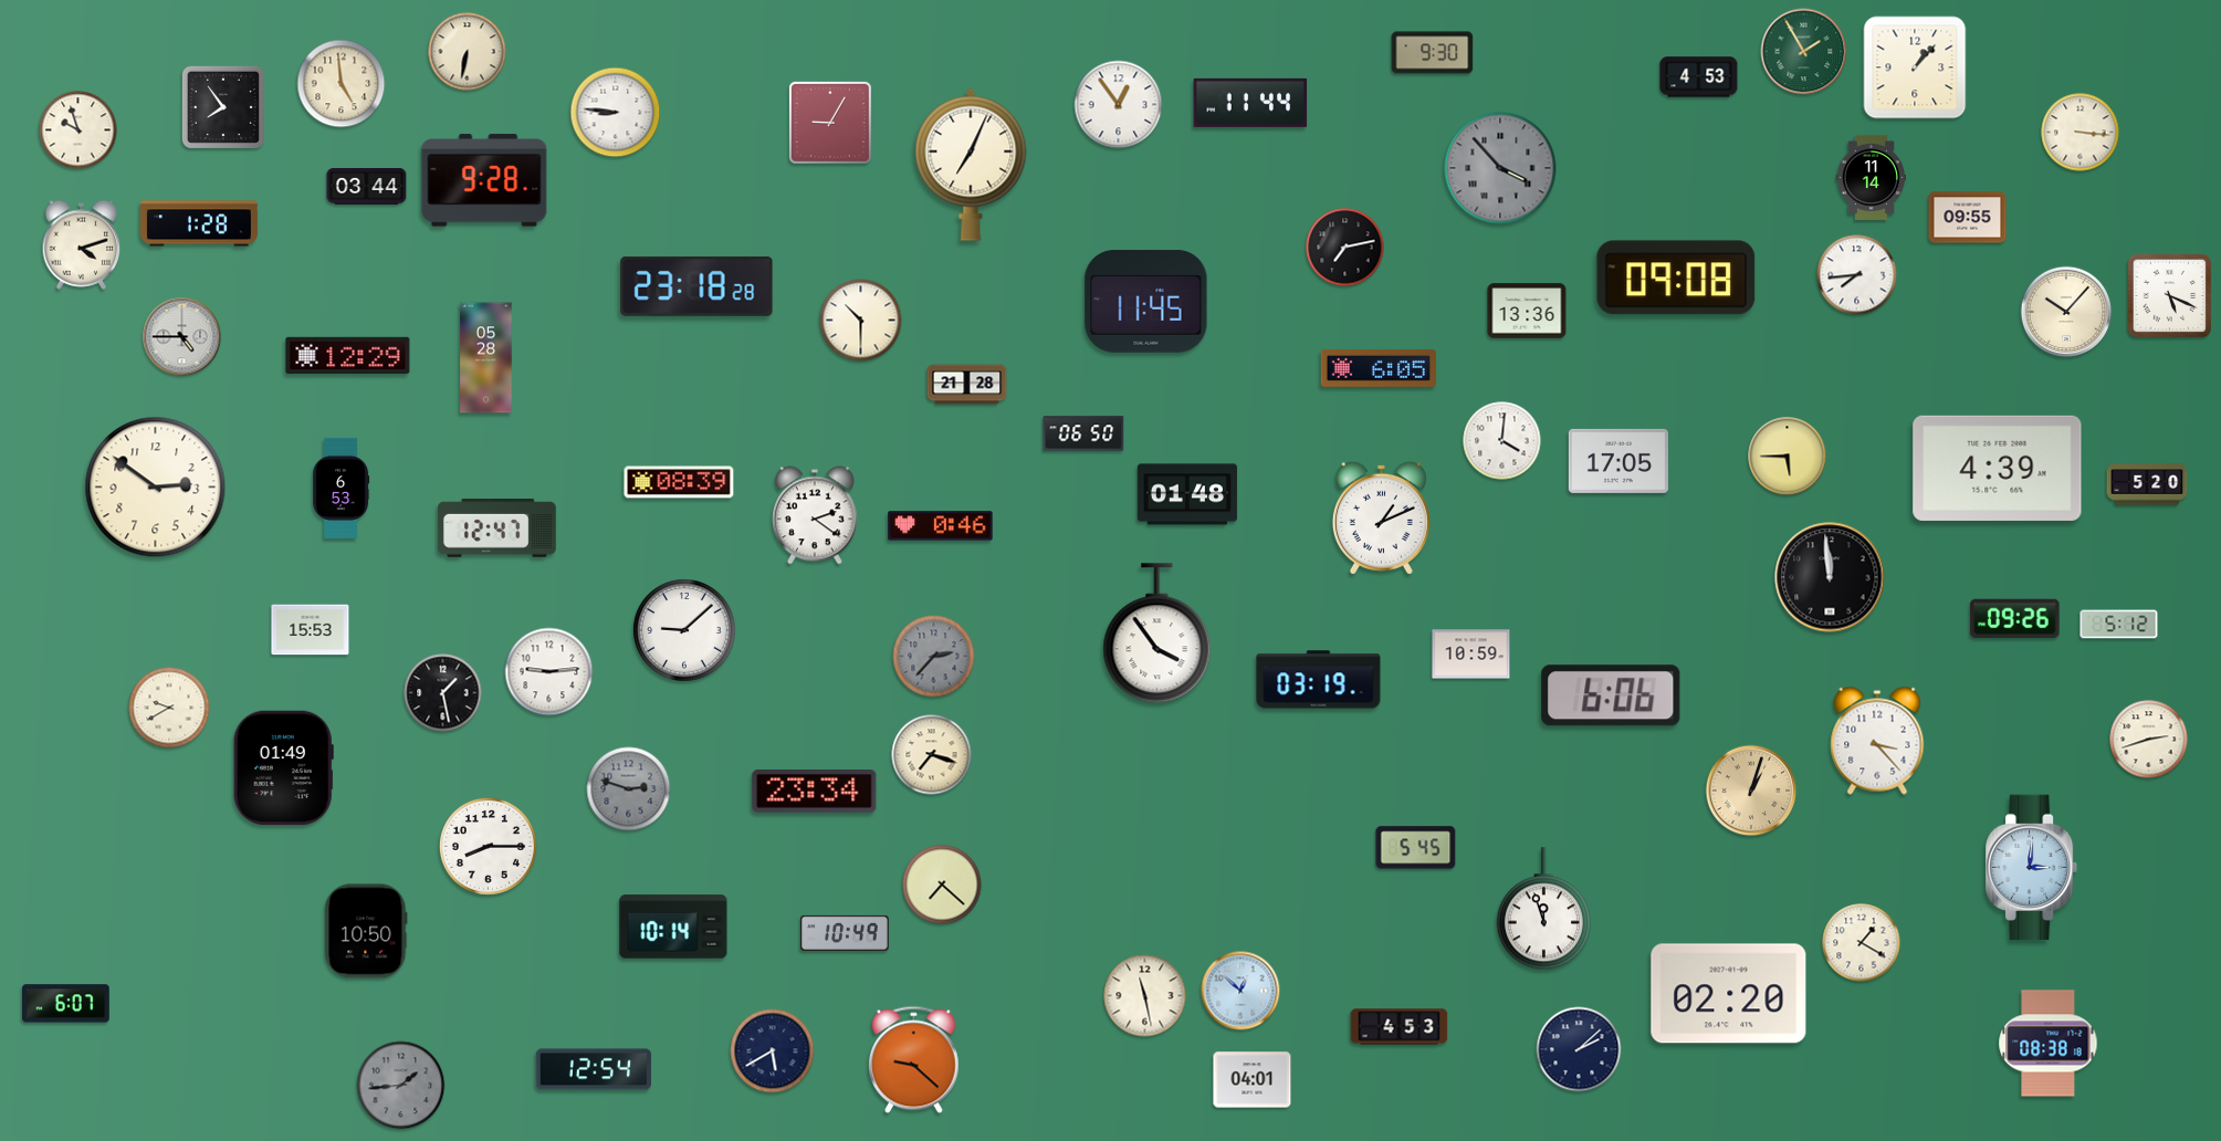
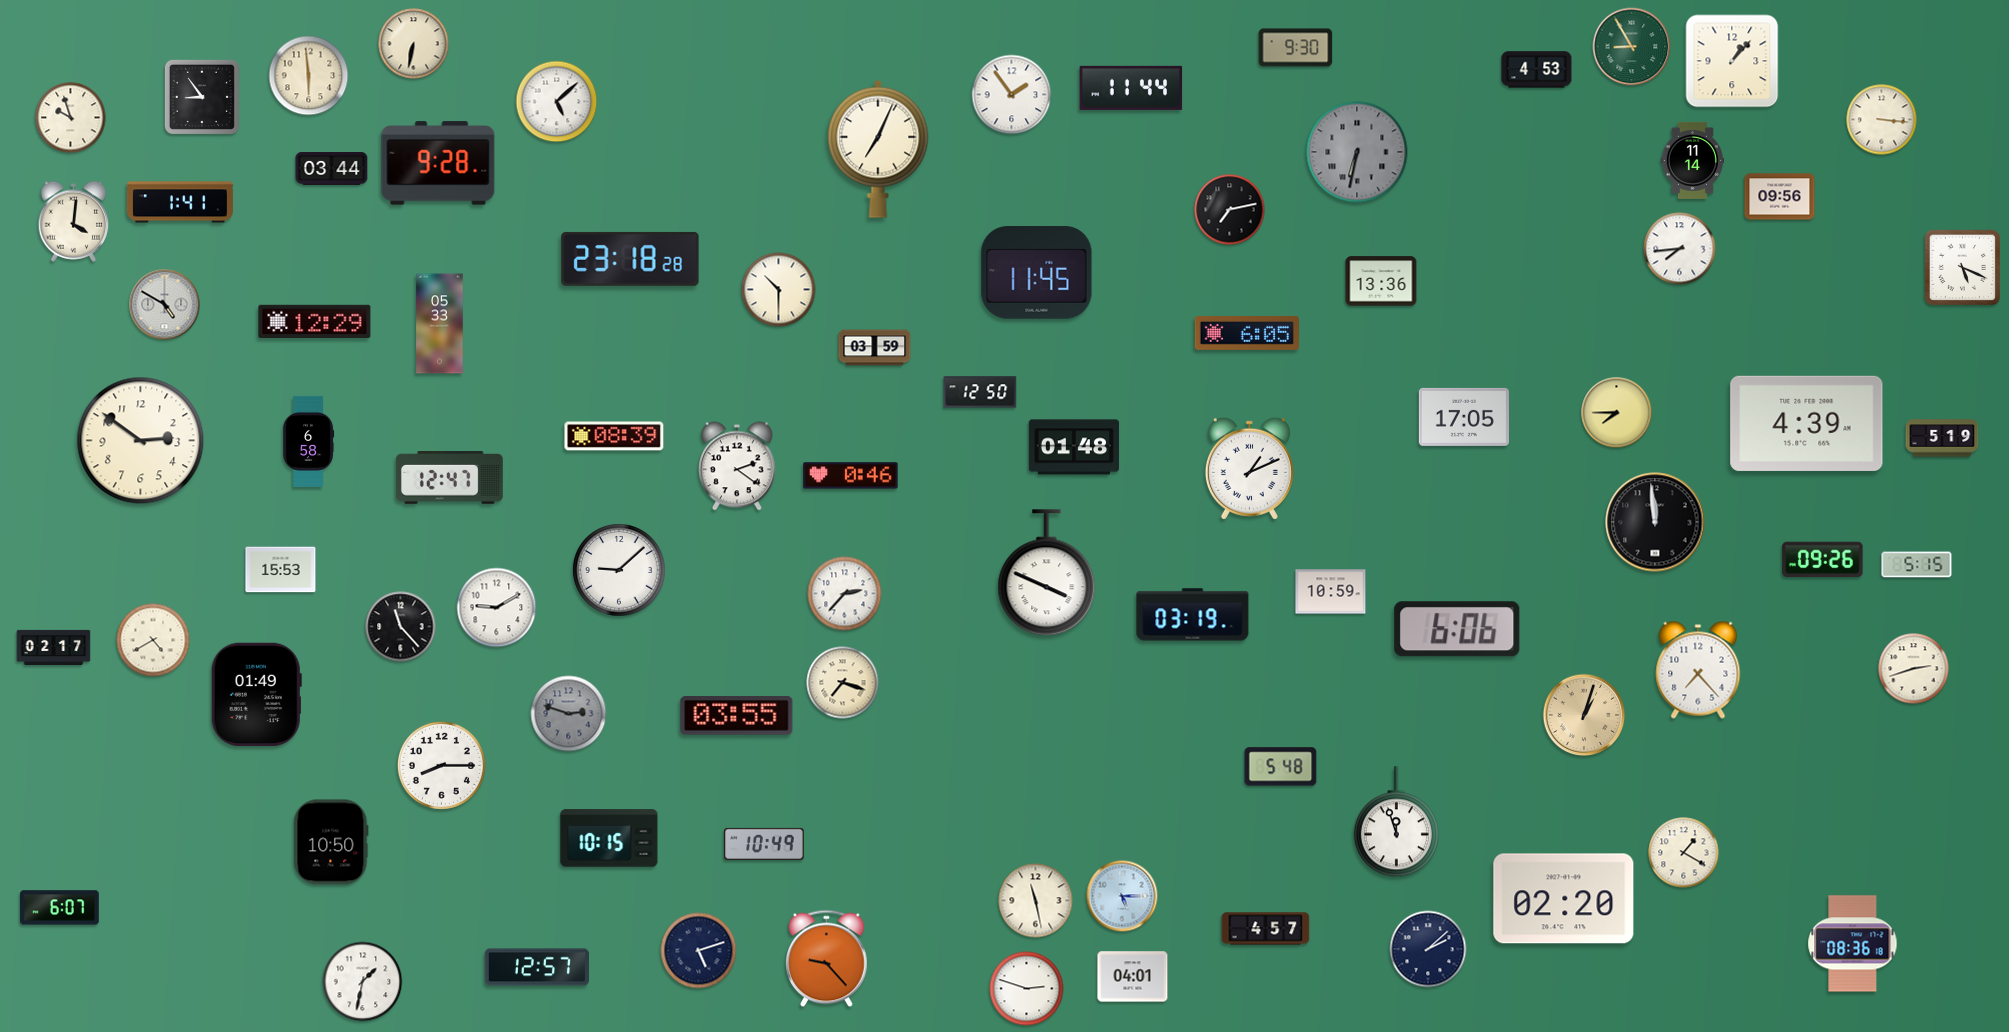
clock at (468, 52) position: (468, 52) -> (414, 44)
clock at (1804, 52): 1:55 -> 8:55
clock at (342, 84): 4:59 -> 5:59
clock at (1250, 103) position: (1250, 103) -> (1131, 88)
clock at (1119, 105): 12:54 -> 1:54
clock at (223, 107): 7:54 -> 8:54
clock at (616, 113): 8:46 -> 5:08
clock at (830, 123): 9:05 -> none
clock at (1500, 168): 3:53 -> 6:32
clock at (1968, 218): 09:55 -> 09:56
clock at (199, 223): 1:28 -> 1:41
clock at (82, 244): 4:12 -> 4:01
clock at (1345, 248) position: (1345, 248) -> (1230, 210)
clock at (1676, 278): 09:08 -> none
clock at (2066, 312): 10:07 -> none
clock at (182, 337): 4:45 -> 4:50
clock at (486, 358): 05:28 -> 05:33
clock at (967, 385): 21:28 -> 03:59
clock at (1083, 433): 06:50 -> 12:50
clock at (1502, 441): 4:01 -> none
clock at (1788, 457): 5:45 -> 7:45
clock at (2147, 484): 5:20 -> 5:19
clock at (342, 488): 6:53 -> 6:58
clock at (2119, 625): 5:12 -> 5:15
clock at (1157, 634): 3:54 -> 3:49
clock at (934, 657) dial: grey -> white
clock at (549, 672): 9:14 -> 9:10
clock at (443, 693): 1:28 -> 11:23
clock at (169, 708): 9:40 -> 4:40
clock at (54, 647): none -> 02:17
clock at (2149, 740) position: (2149, 740) -> (1914, 669)
clock at (1877, 741): 3:23 -> 7:23
clock at (815, 792): 23:34 -> 03:55
clock at (1416, 848): 5:45 -> 5:48
clock at (2032, 868): 3:01 -> none
clock at (942, 884): 7:22 -> none
clock at (673, 927): 10:14 -> 10:15
clock at (1240, 991): 12:52 -> 5:15
clock at (1400, 1027): 4:53 -> 4:57
clock at (2049, 1044): 08:38 -> 08:36
clock at (773, 1051): 5:40 -> 5:12
clock at (914, 1060): 9:22 -> 9:23
clock at (593, 1069): 12:54 -> 12:57
clock at (401, 1086): 1:44 -> 1:32
clock at (401, 1086) dial: grey -> white
clock at (1027, 989): none -> 2:48
